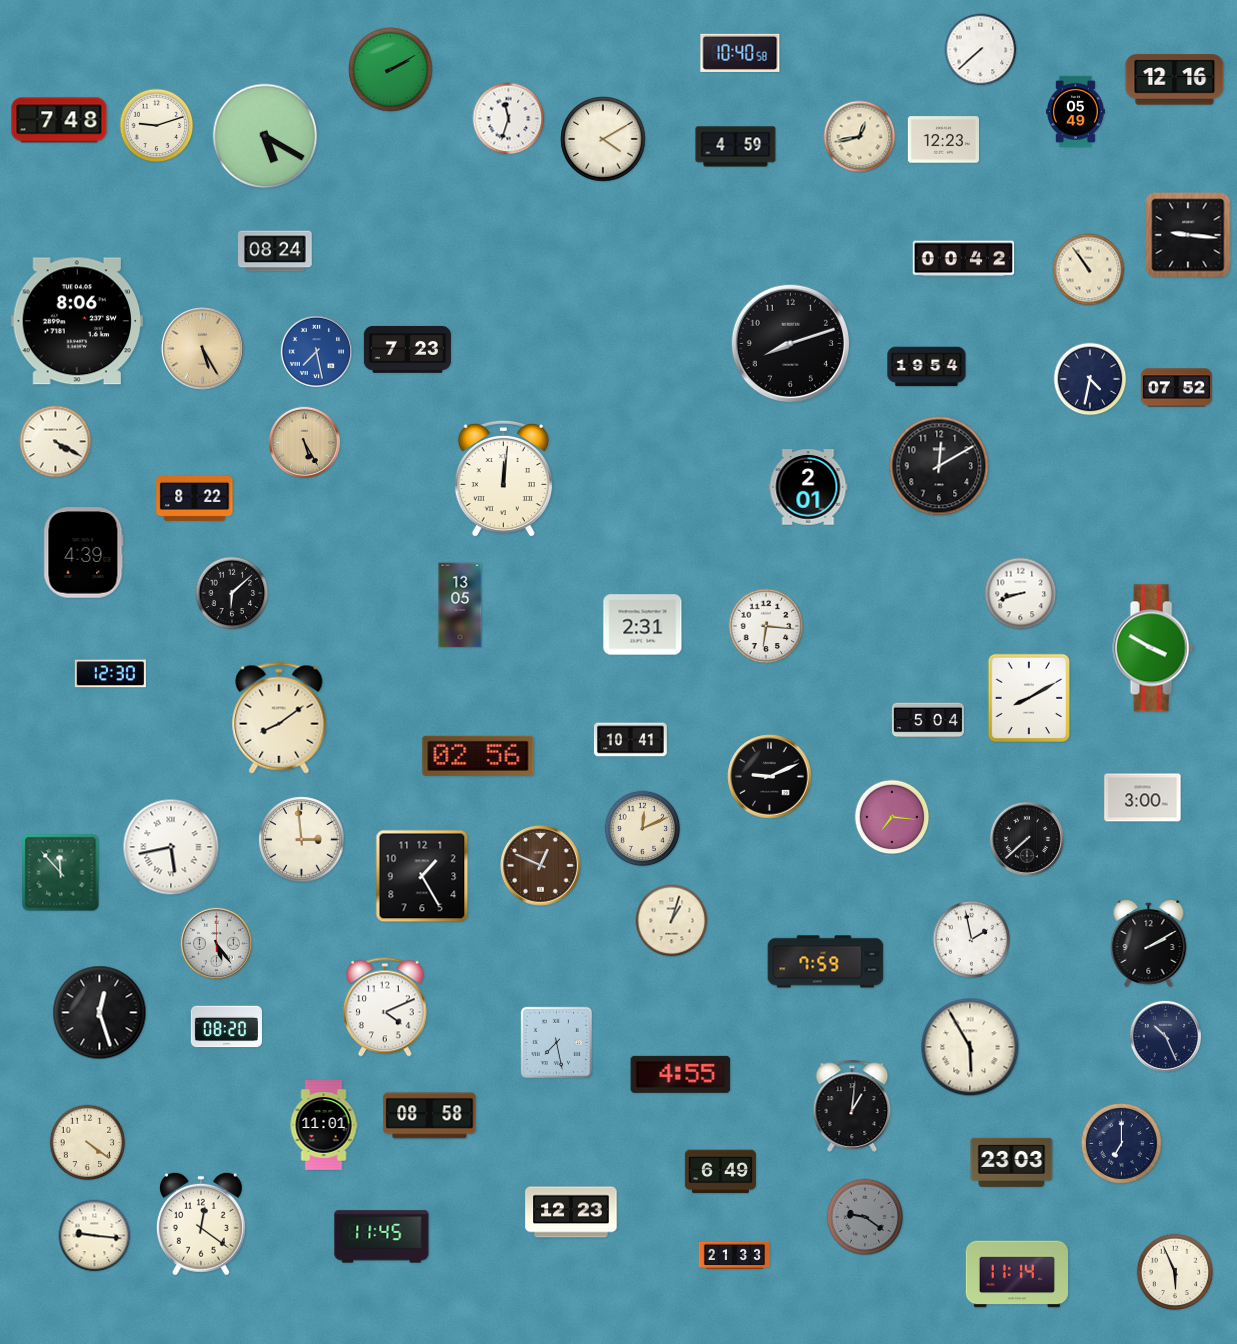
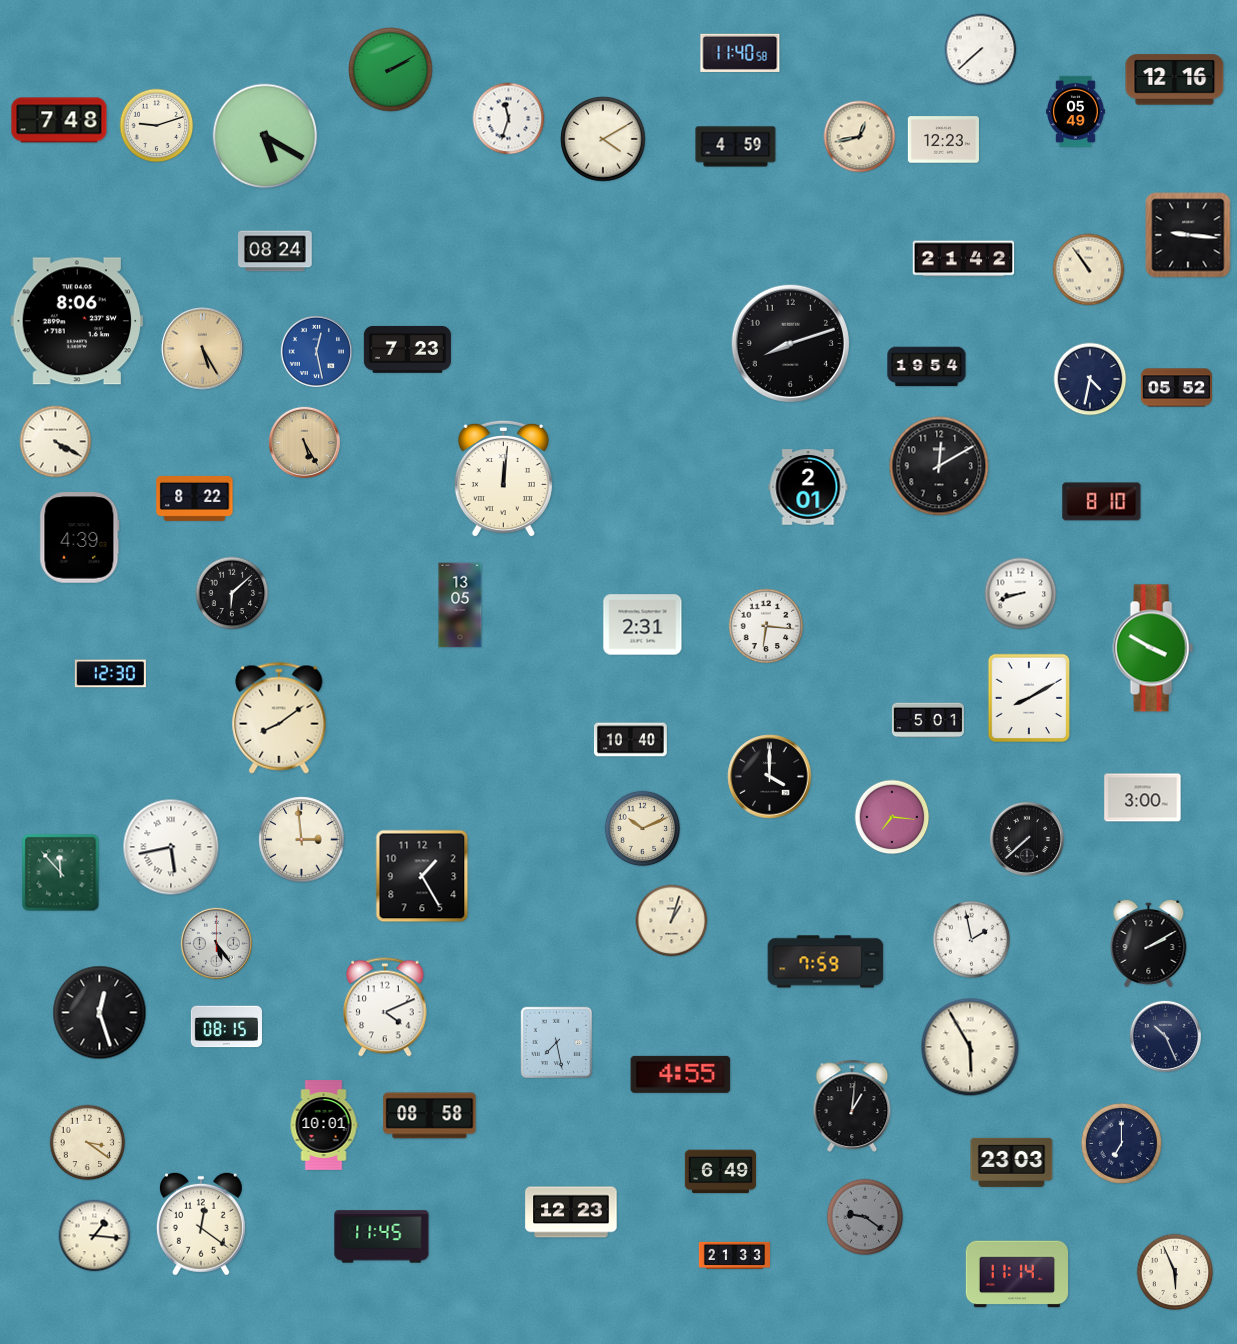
clock at (740, 53): 10:40 -> 11:40
clock at (964, 259): 00:42 -> 21:42
clock at (316, 351): 7:28 -> 12:28
clock at (1176, 388): 07:52 -> 05:52
clock at (1102, 502): none -> 8:10
clock at (84, 553) position: (84, 553) -> (80, 538)
clock at (928, 720): 5:04 -> 5:01
clock at (630, 740): 10:41 -> 10:40
clock at (478, 756): 02:56 -> none
clock at (770, 777): 9:11 -> 4:00
clock at (643, 829): 12:11 -> 10:11
clock at (541, 866): 12:49 -> none
clock at (226, 1027): 08:20 -> 08:15
clock at (324, 1125): 11:01 -> 10:01
clock at (88, 1143): 4:21 -> 3:21
clock at (95, 1236): 9:16 -> 1:16
